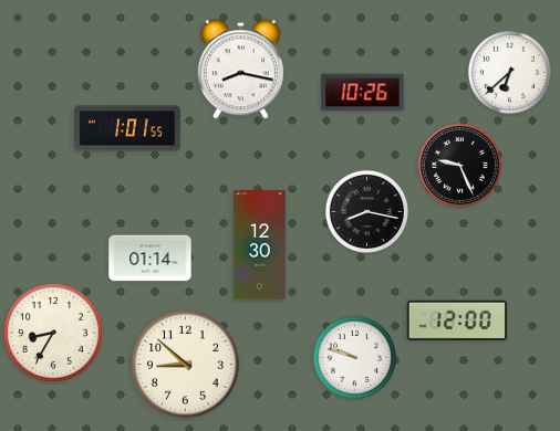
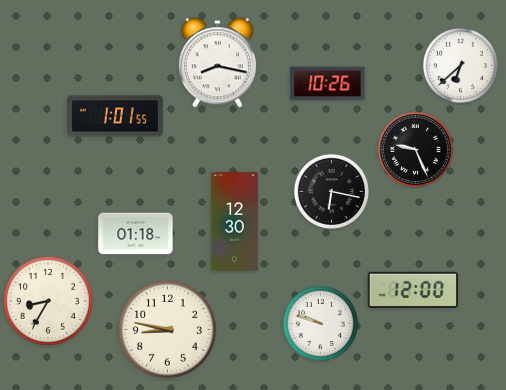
clock at (366, 211): 8:17 -> 6:17
clock at (151, 259): 01:14 -> 01:18
clock at (186, 365): 8:52 -> 8:47
